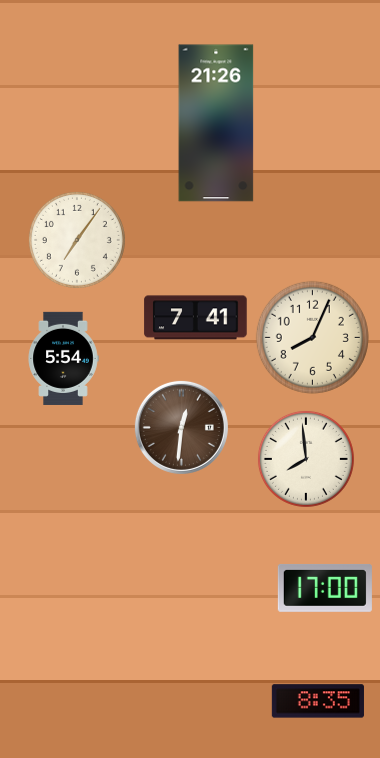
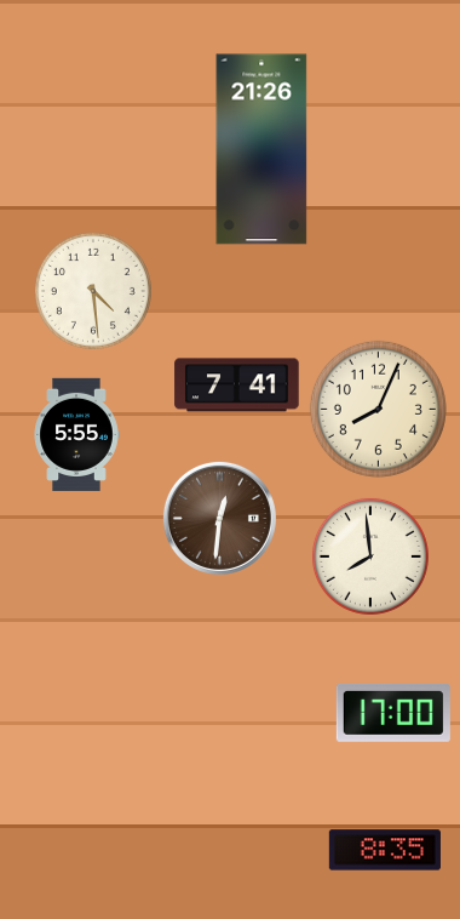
clock at (77, 240): 7:06 -> 4:29
clock at (63, 358): 5:54 -> 5:55
